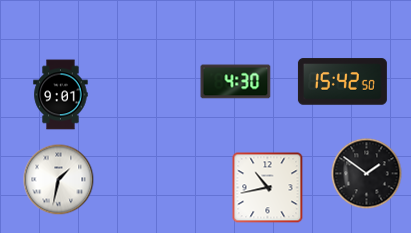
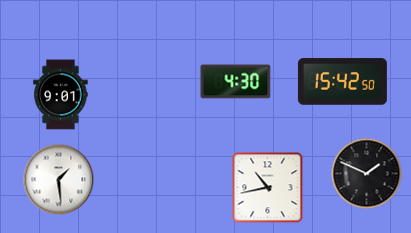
clock at (367, 174): 1:51 -> 1:49
clock at (59, 180): 1:32 -> 1:29
